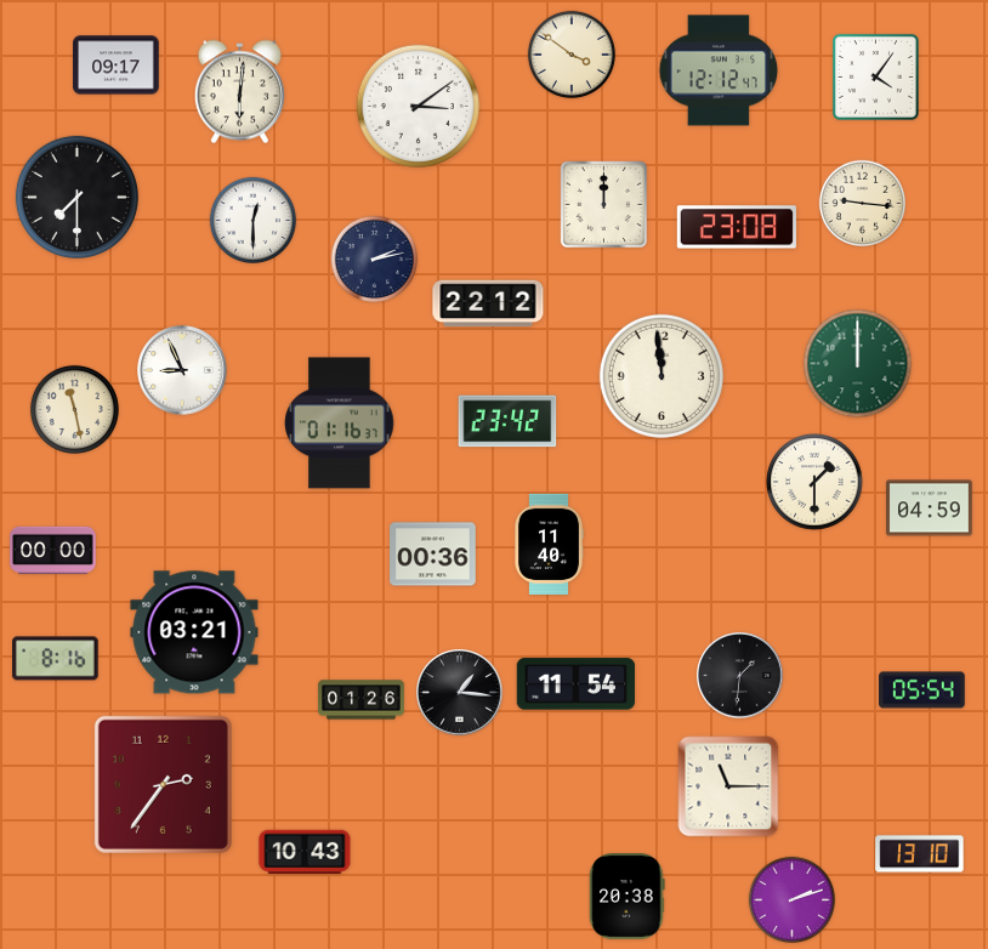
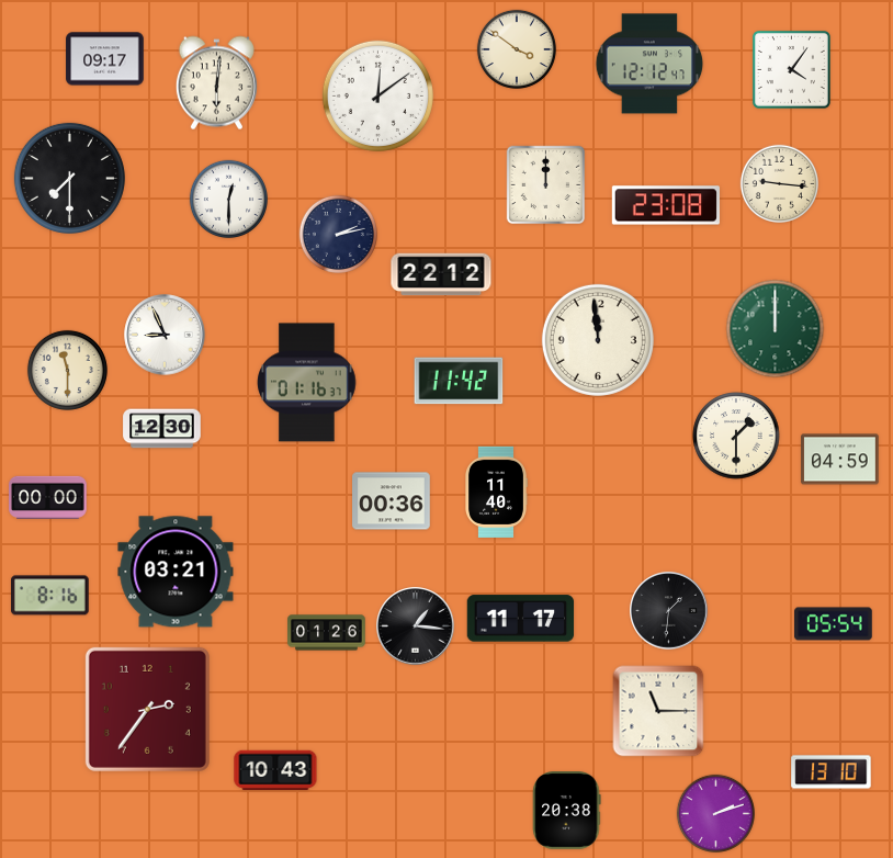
clock at (418, 106): 3:09 -> 12:09
clock at (74, 409): 11:28 -> 11:30
clock at (507, 421): 23:42 -> 11:42
clock at (162, 429): none -> 12:30
clock at (577, 684): 11:54 -> 11:17
